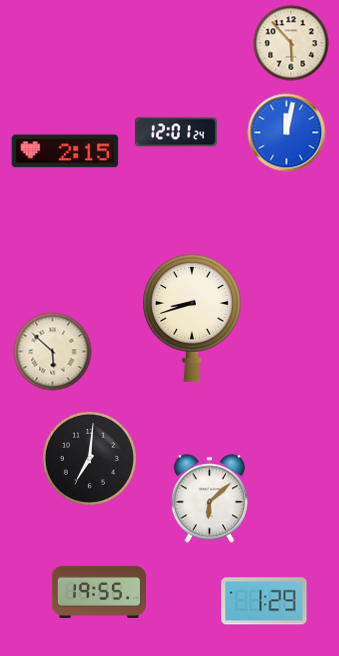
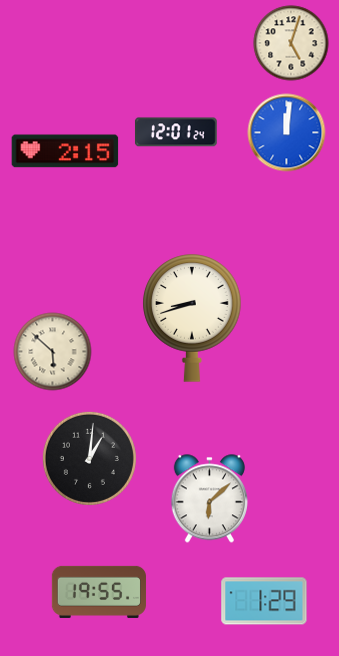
clock at (291, 43): 5:53 -> 5:03
clock at (287, 133): 12:02 -> 12:01
clock at (89, 458): 7:01 -> 1:01
